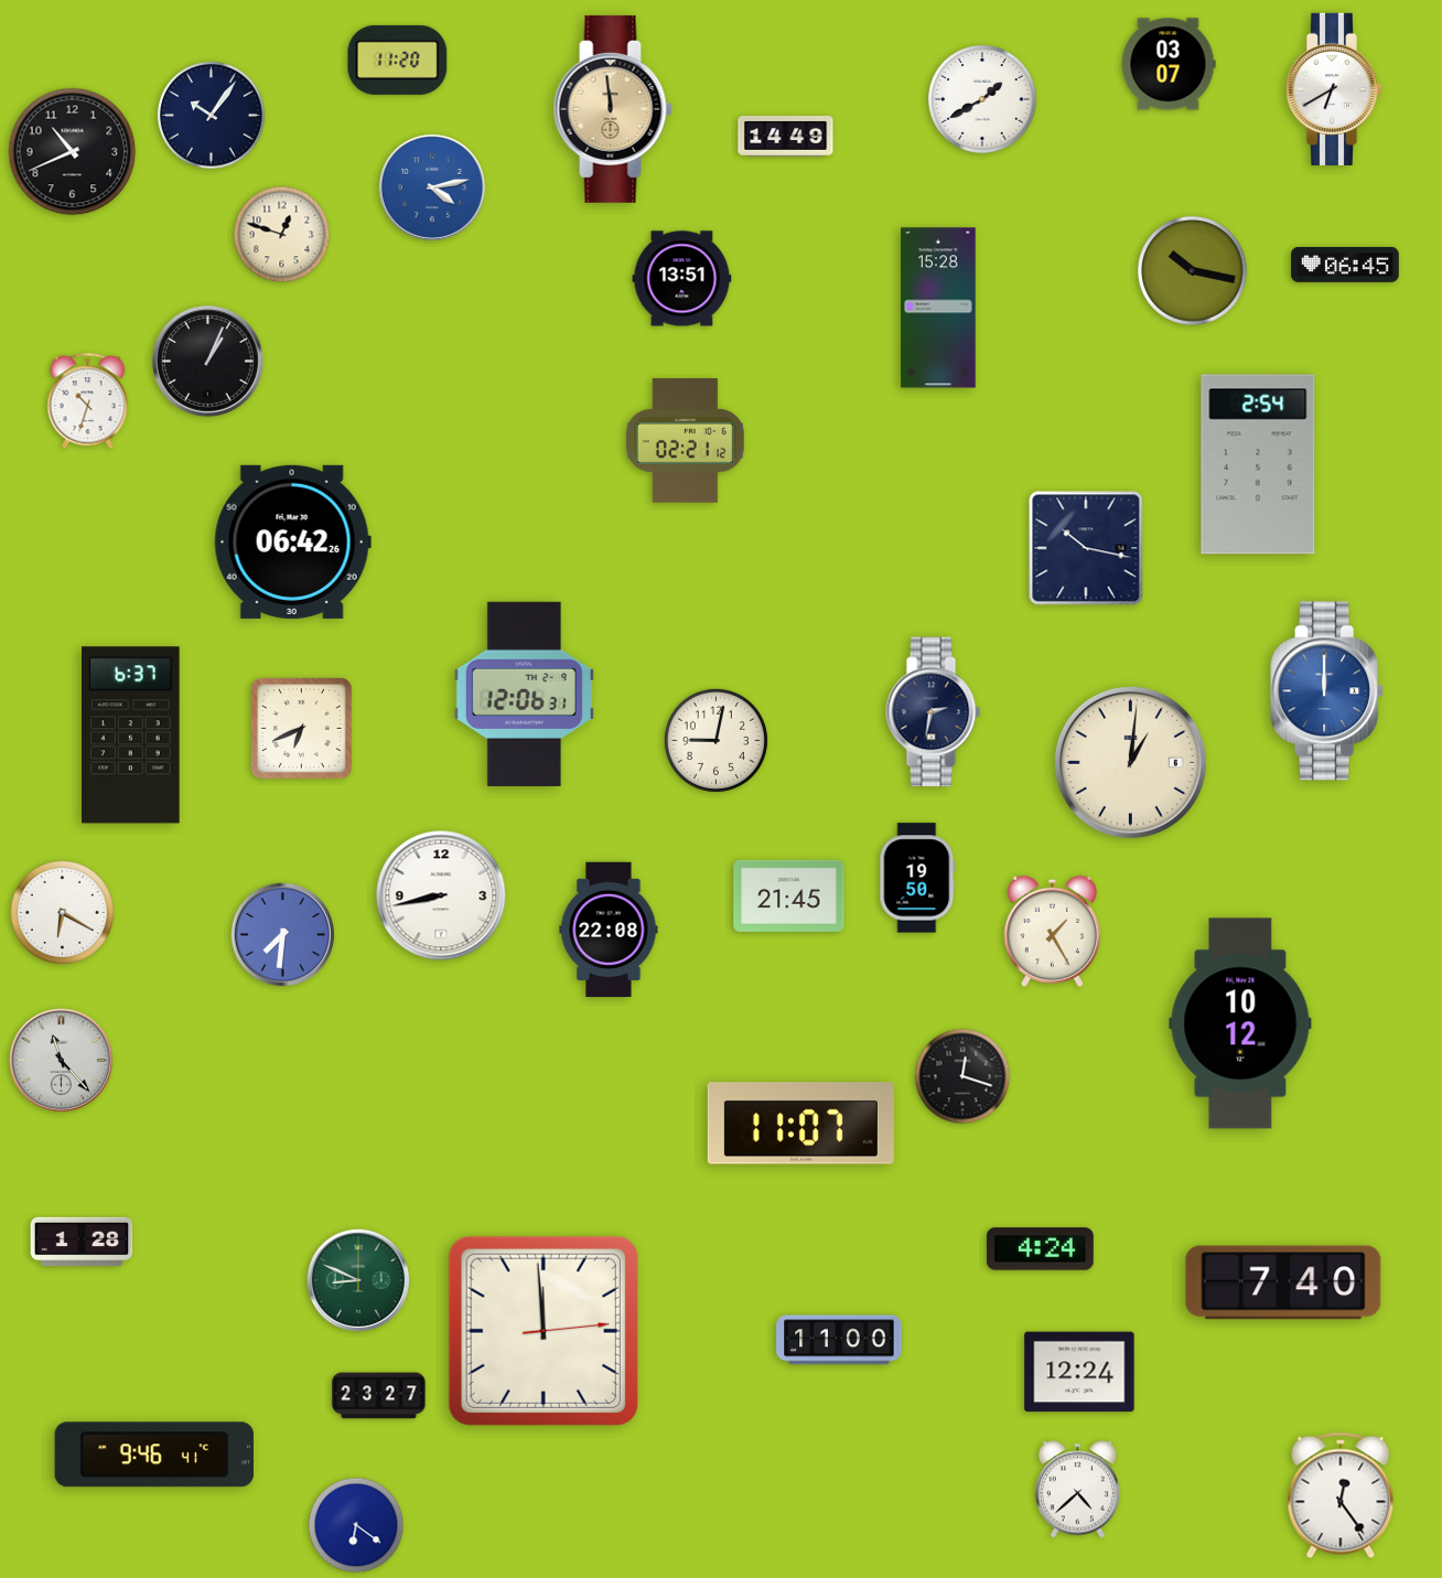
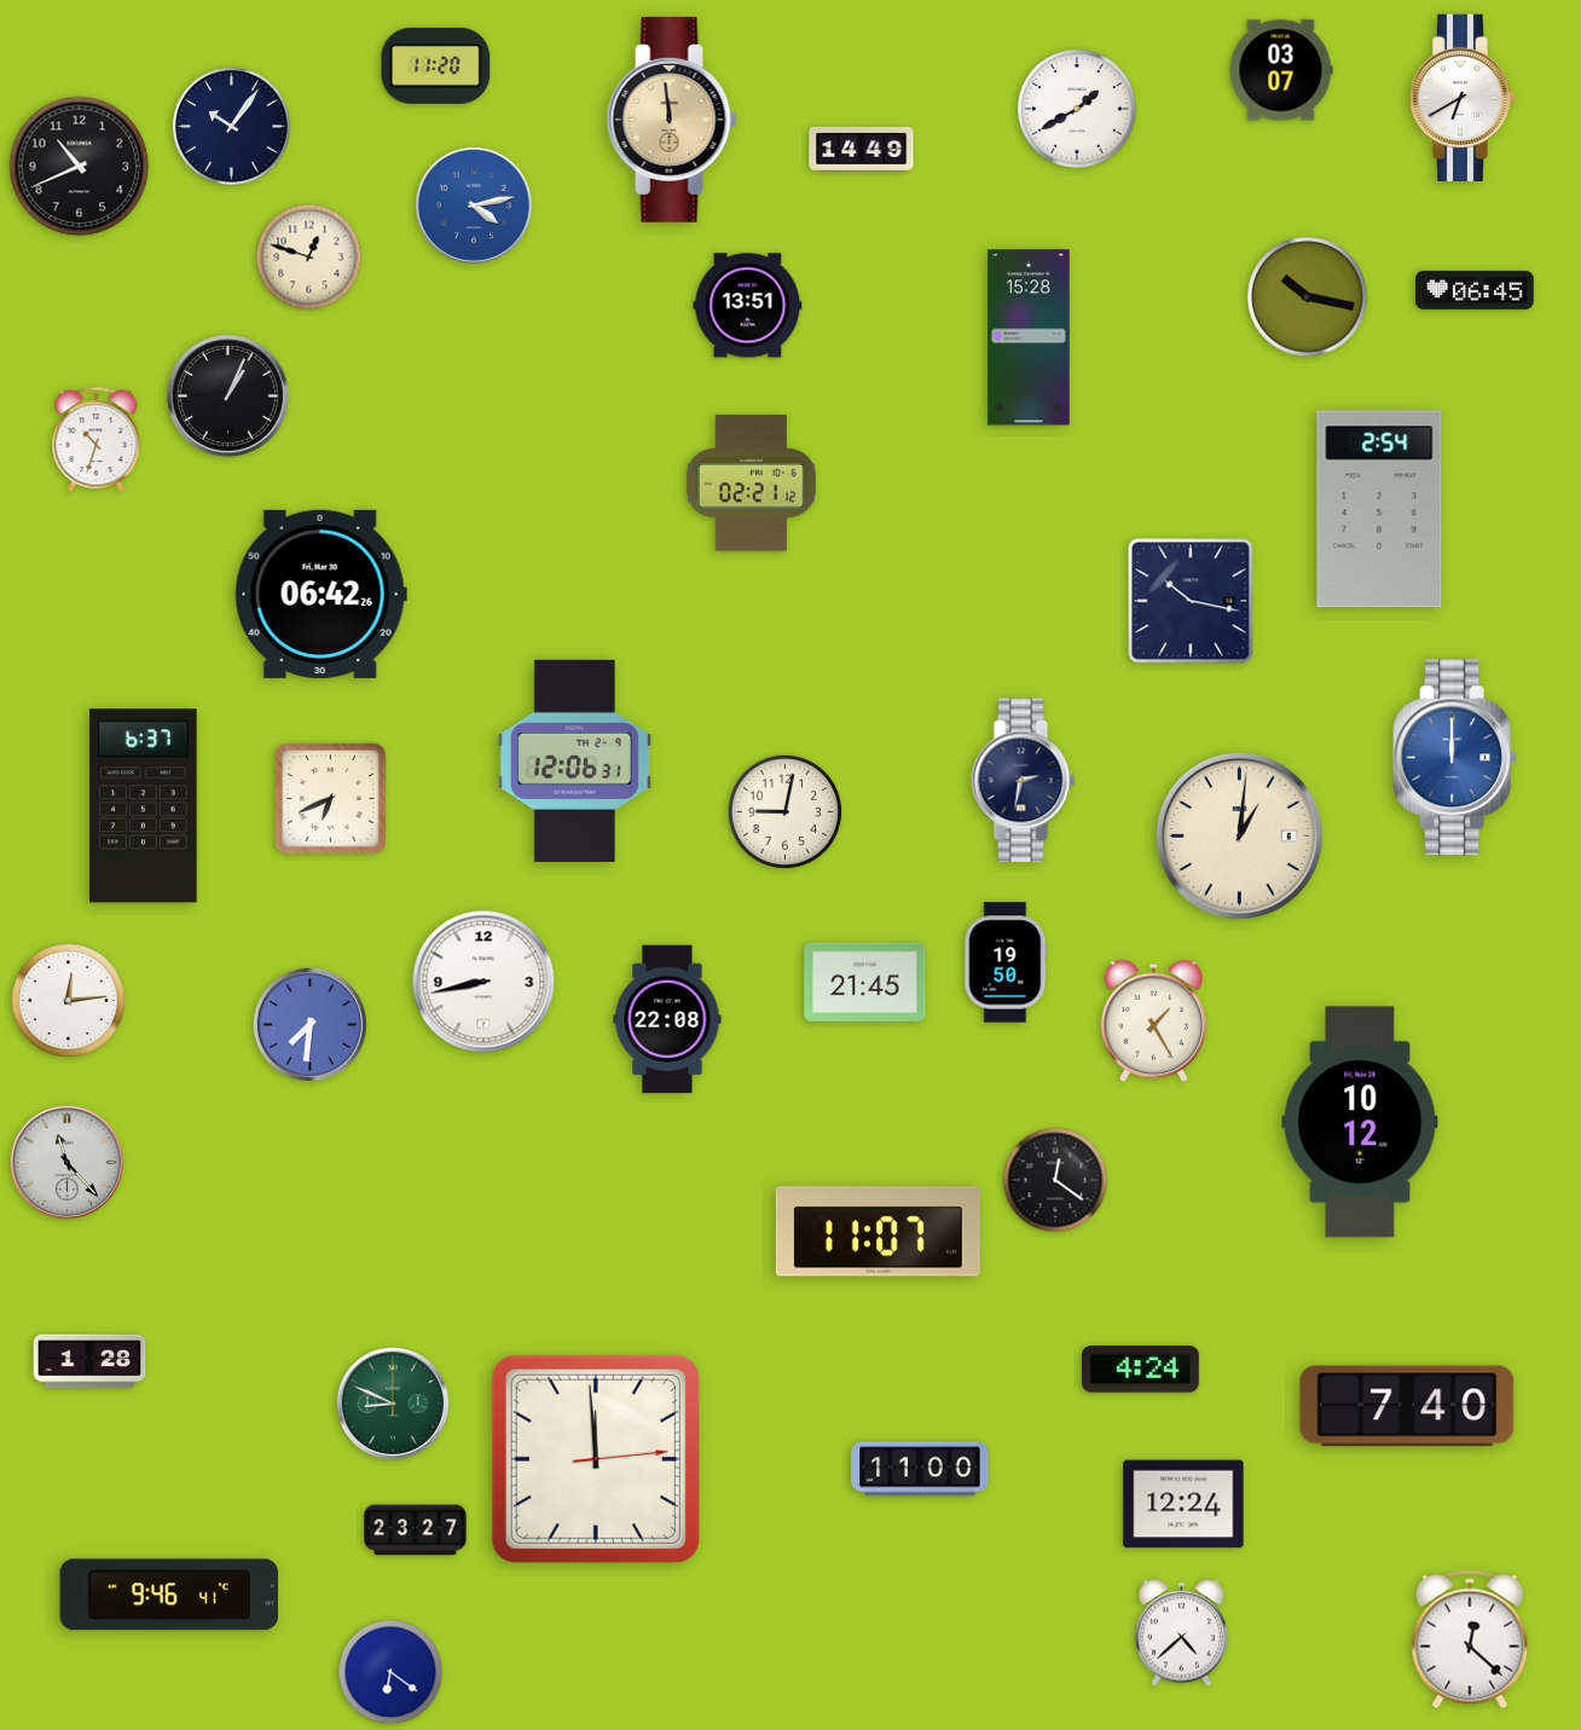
clock at (62, 912): 6:20 -> 12:14
clock at (962, 1076): 12:18 -> 12:21
clock at (1341, 1495): 12:24 -> 12:22
